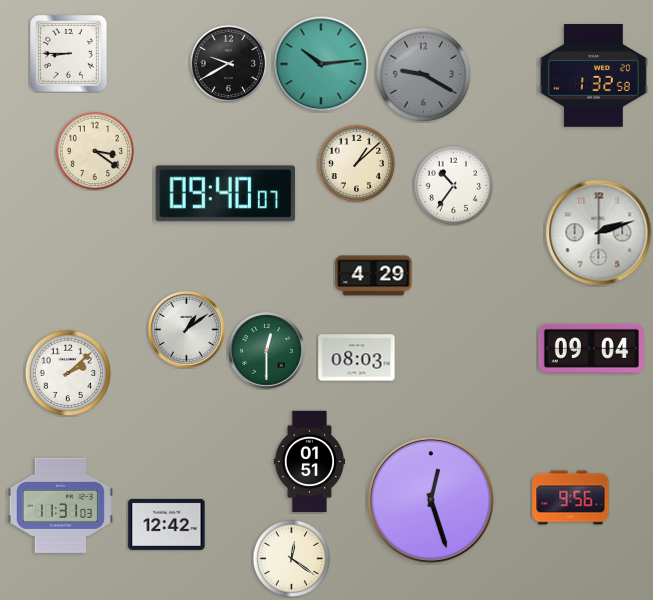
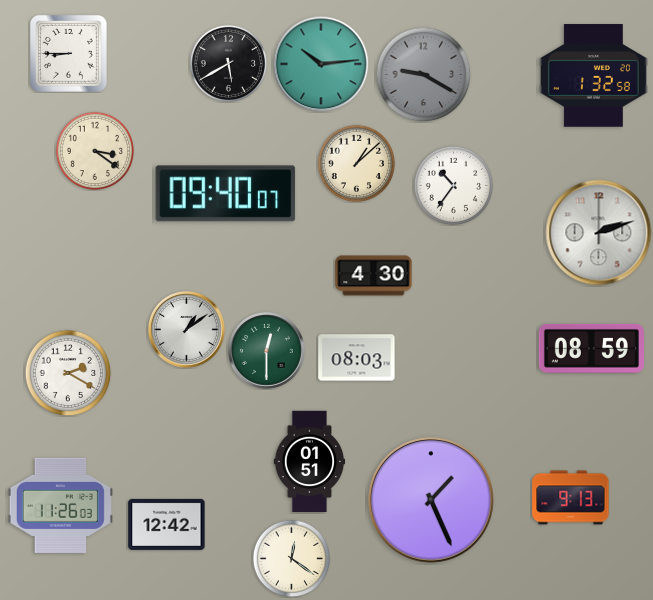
clock at (228, 63): 9:40 -> 5:40
clock at (374, 276): 4:29 -> 4:30
clock at (591, 348): 09:04 -> 08:59
clock at (68, 373): 2:08 -> 2:20
clock at (571, 498): 9:56 -> 9:13
clock at (432, 501): 12:27 -> 1:26
clock at (60, 505): 11:31 -> 11:26
